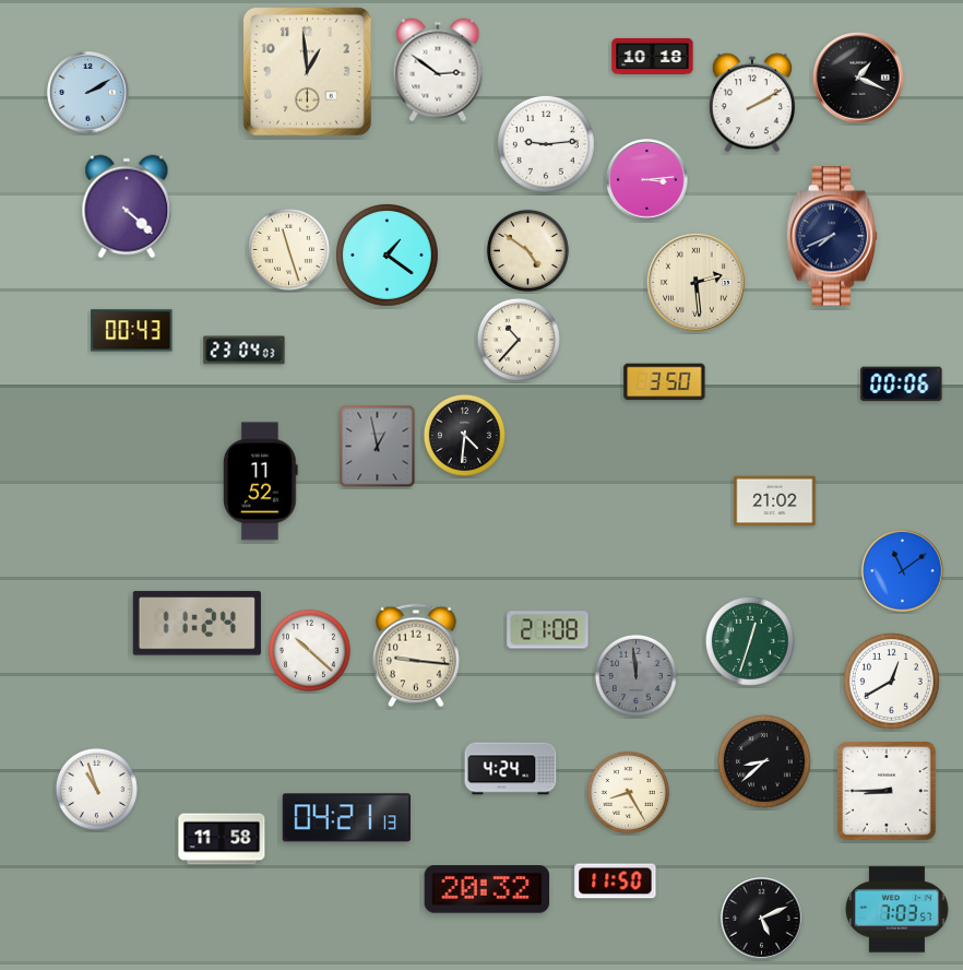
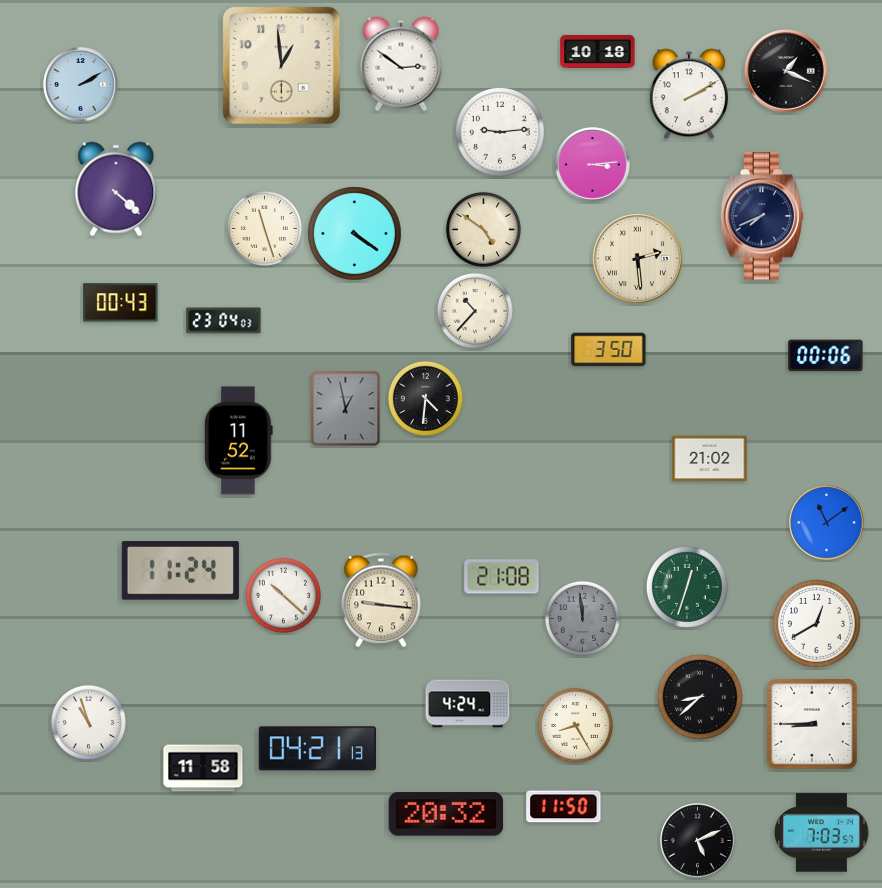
clock at (388, 256): 1:21 -> 4:21
clock at (902, 385) position: (902, 385) -> (826, 356)
